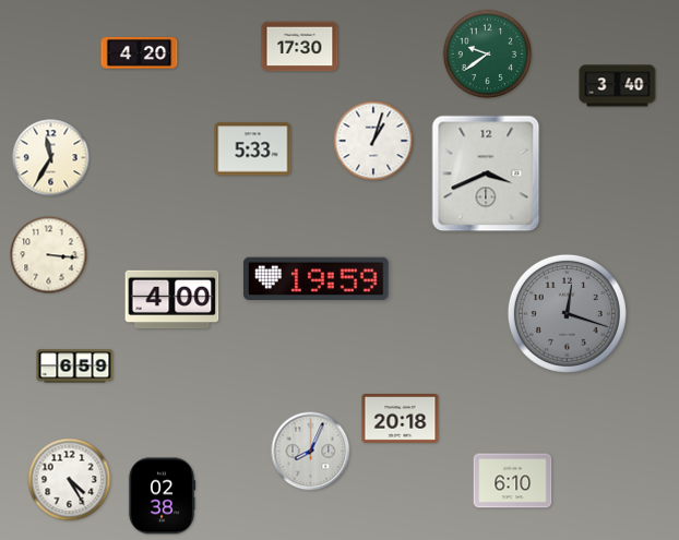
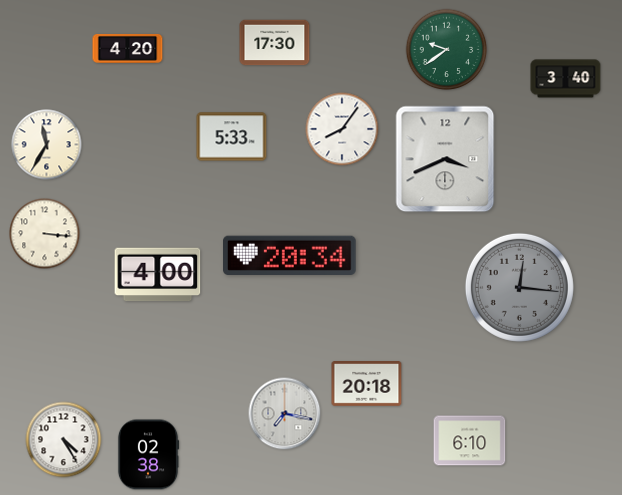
clock at (373, 141): 1:03 -> 8:06
clock at (317, 279): 19:59 -> 20:34
clock at (567, 313): 12:18 -> 12:16
clock at (75, 367): 6:59 -> none
clock at (311, 452): 8:04 -> 7:17
